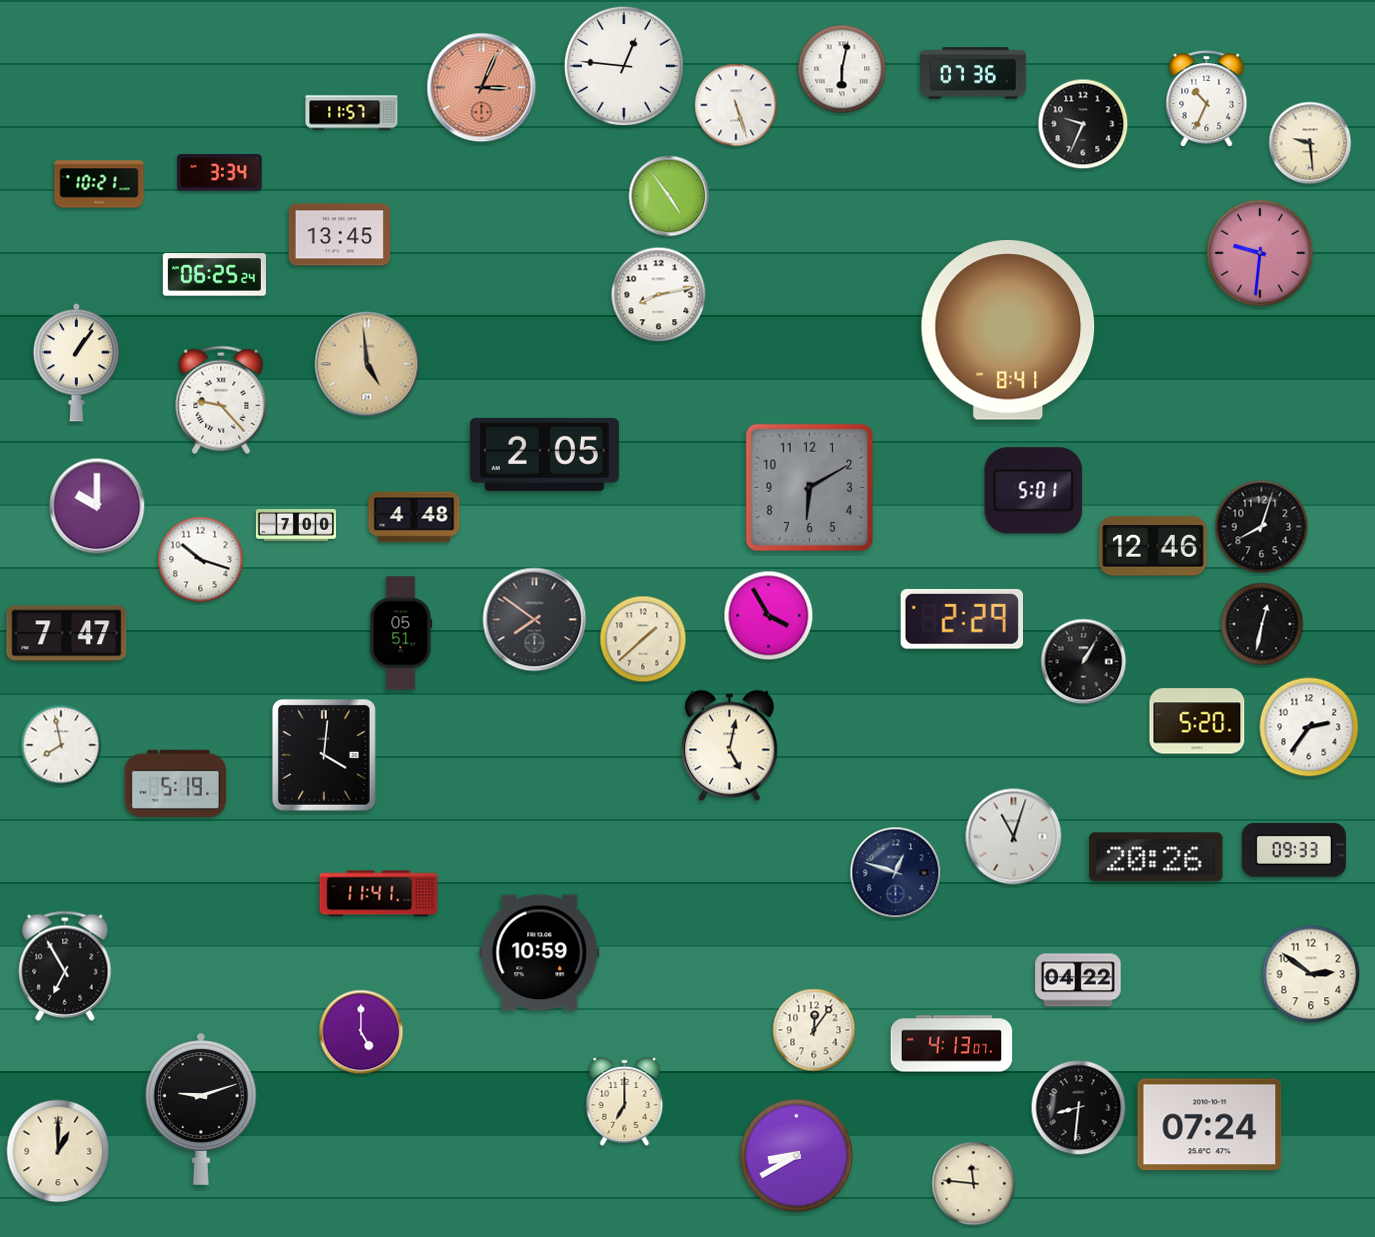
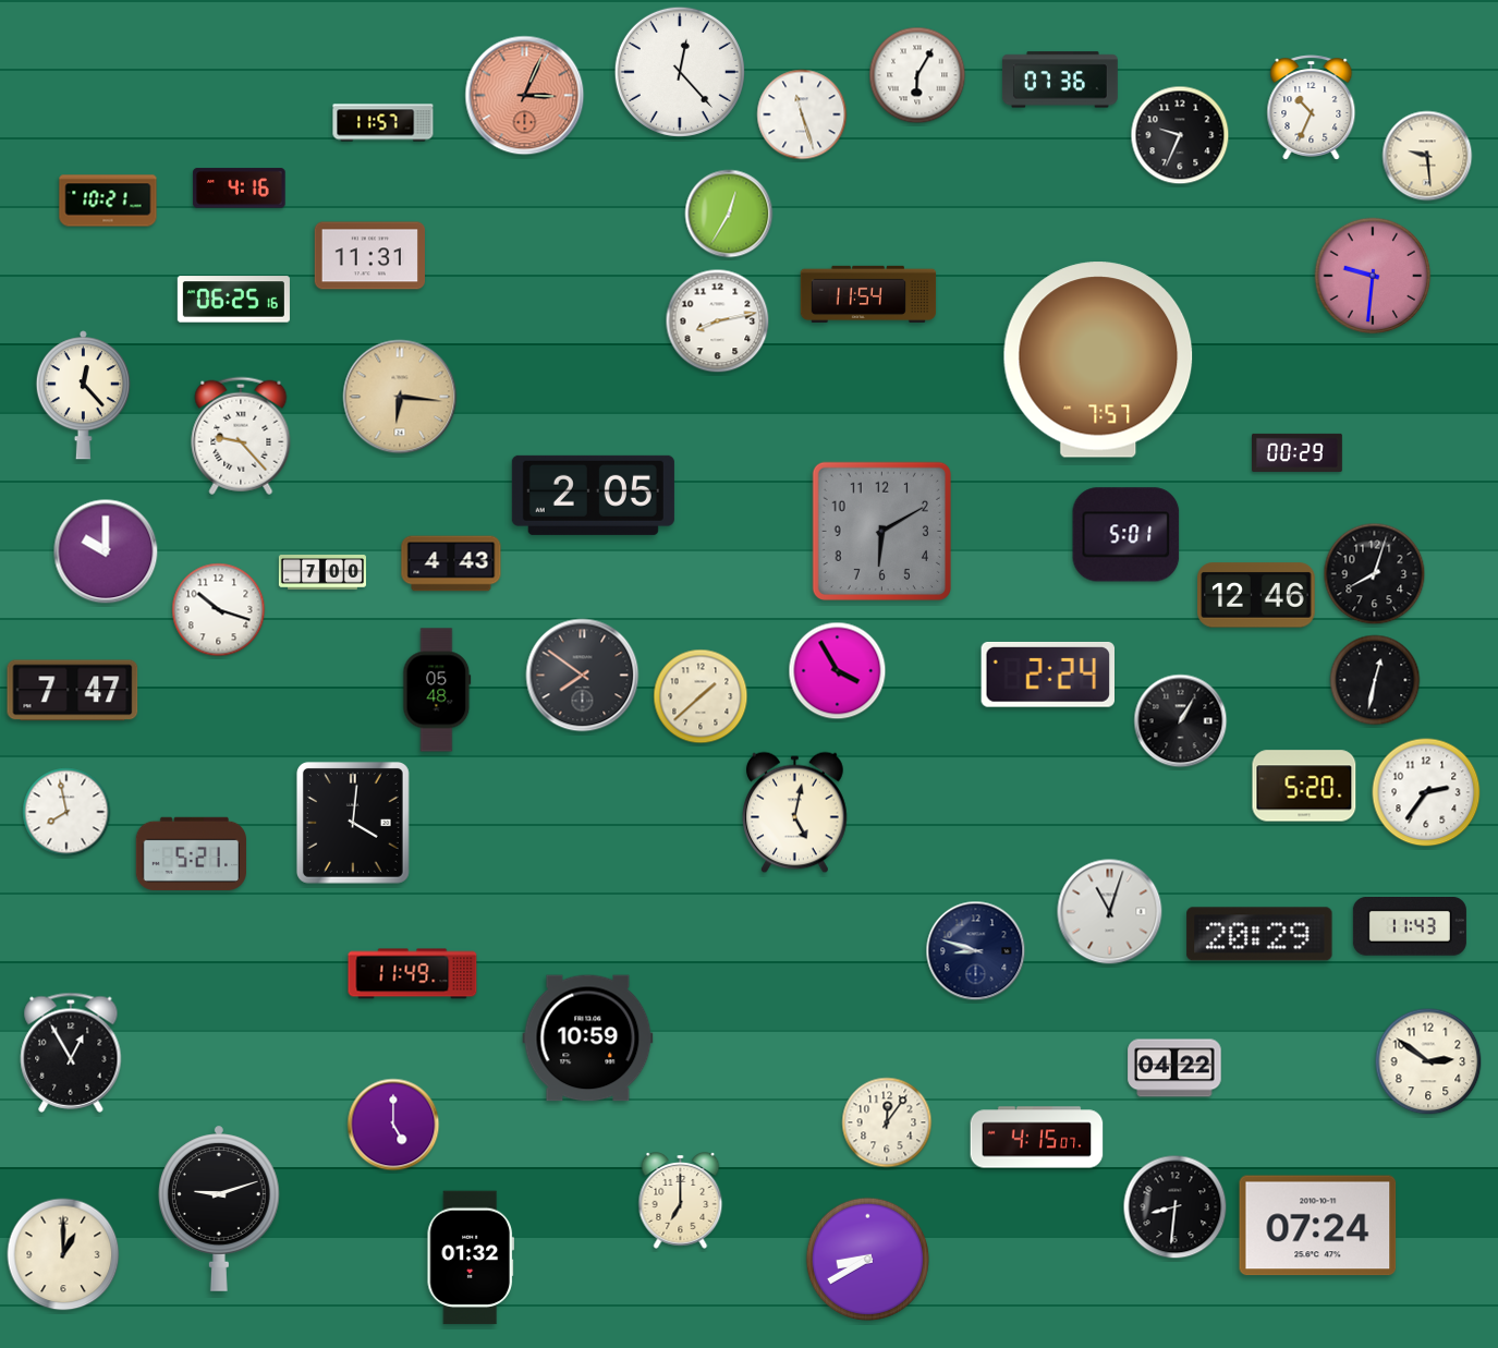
clock at (624, 66): 12:46 -> 12:23
clock at (842, 69): 6:02 -> 6:05
clock at (1207, 99) position: (1207, 99) -> (1312, 108)
clock at (736, 105): 5:27 -> 11:27
clock at (220, 173): 3:34 -> 4:16
clock at (669, 196): 4:54 -> 12:35
clock at (339, 235): 13:45 -> 11:31
clock at (868, 294): none -> 11:54
clock at (214, 275): 06:25:24 -> 06:25:16
clock at (1008, 330): 8:41 -> 7:57
clock at (76, 363): 1:06 -> 12:23
clock at (367, 364): 4:59 -> 6:16
clock at (1298, 452): none -> 00:29
clock at (414, 517): 4:48 -> 4:43
clock at (962, 619): 2:29 -> 2:24
clock at (401, 633): 05:51 -> 05:48
clock at (175, 783): 5:19 -> 5:21
clock at (1014, 837) position: (1014, 837) -> (1110, 912)
clock at (1294, 851): 09:33 -> 11:43
clock at (1156, 857): 20:26 -> 20:29
clock at (896, 873): 12:48 -> 8:48
clock at (379, 894): 11:41 -> 11:49
clock at (65, 966): 6:55 -> 12:55
clock at (952, 1044): 4:13 -> 4:15
clock at (471, 1258): none -> 01:32
clock at (974, 1184): 11:46 -> none
